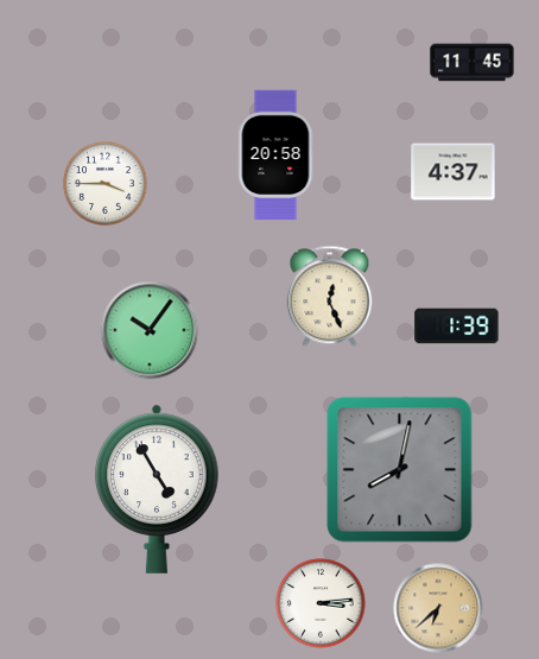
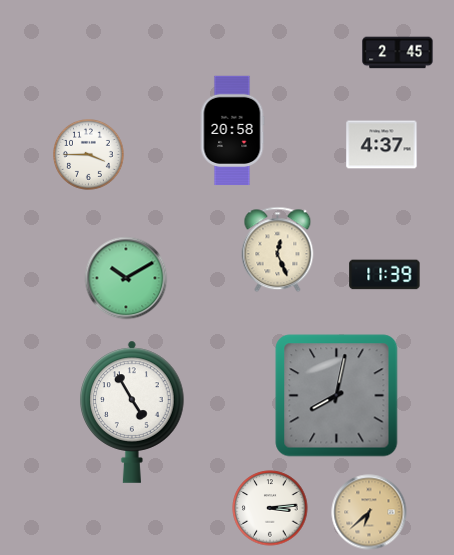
clock at (473, 63): 11:45 -> 2:45
clock at (457, 327): 1:39 -> 11:39
clock at (150, 330): 10:06 -> 10:10
